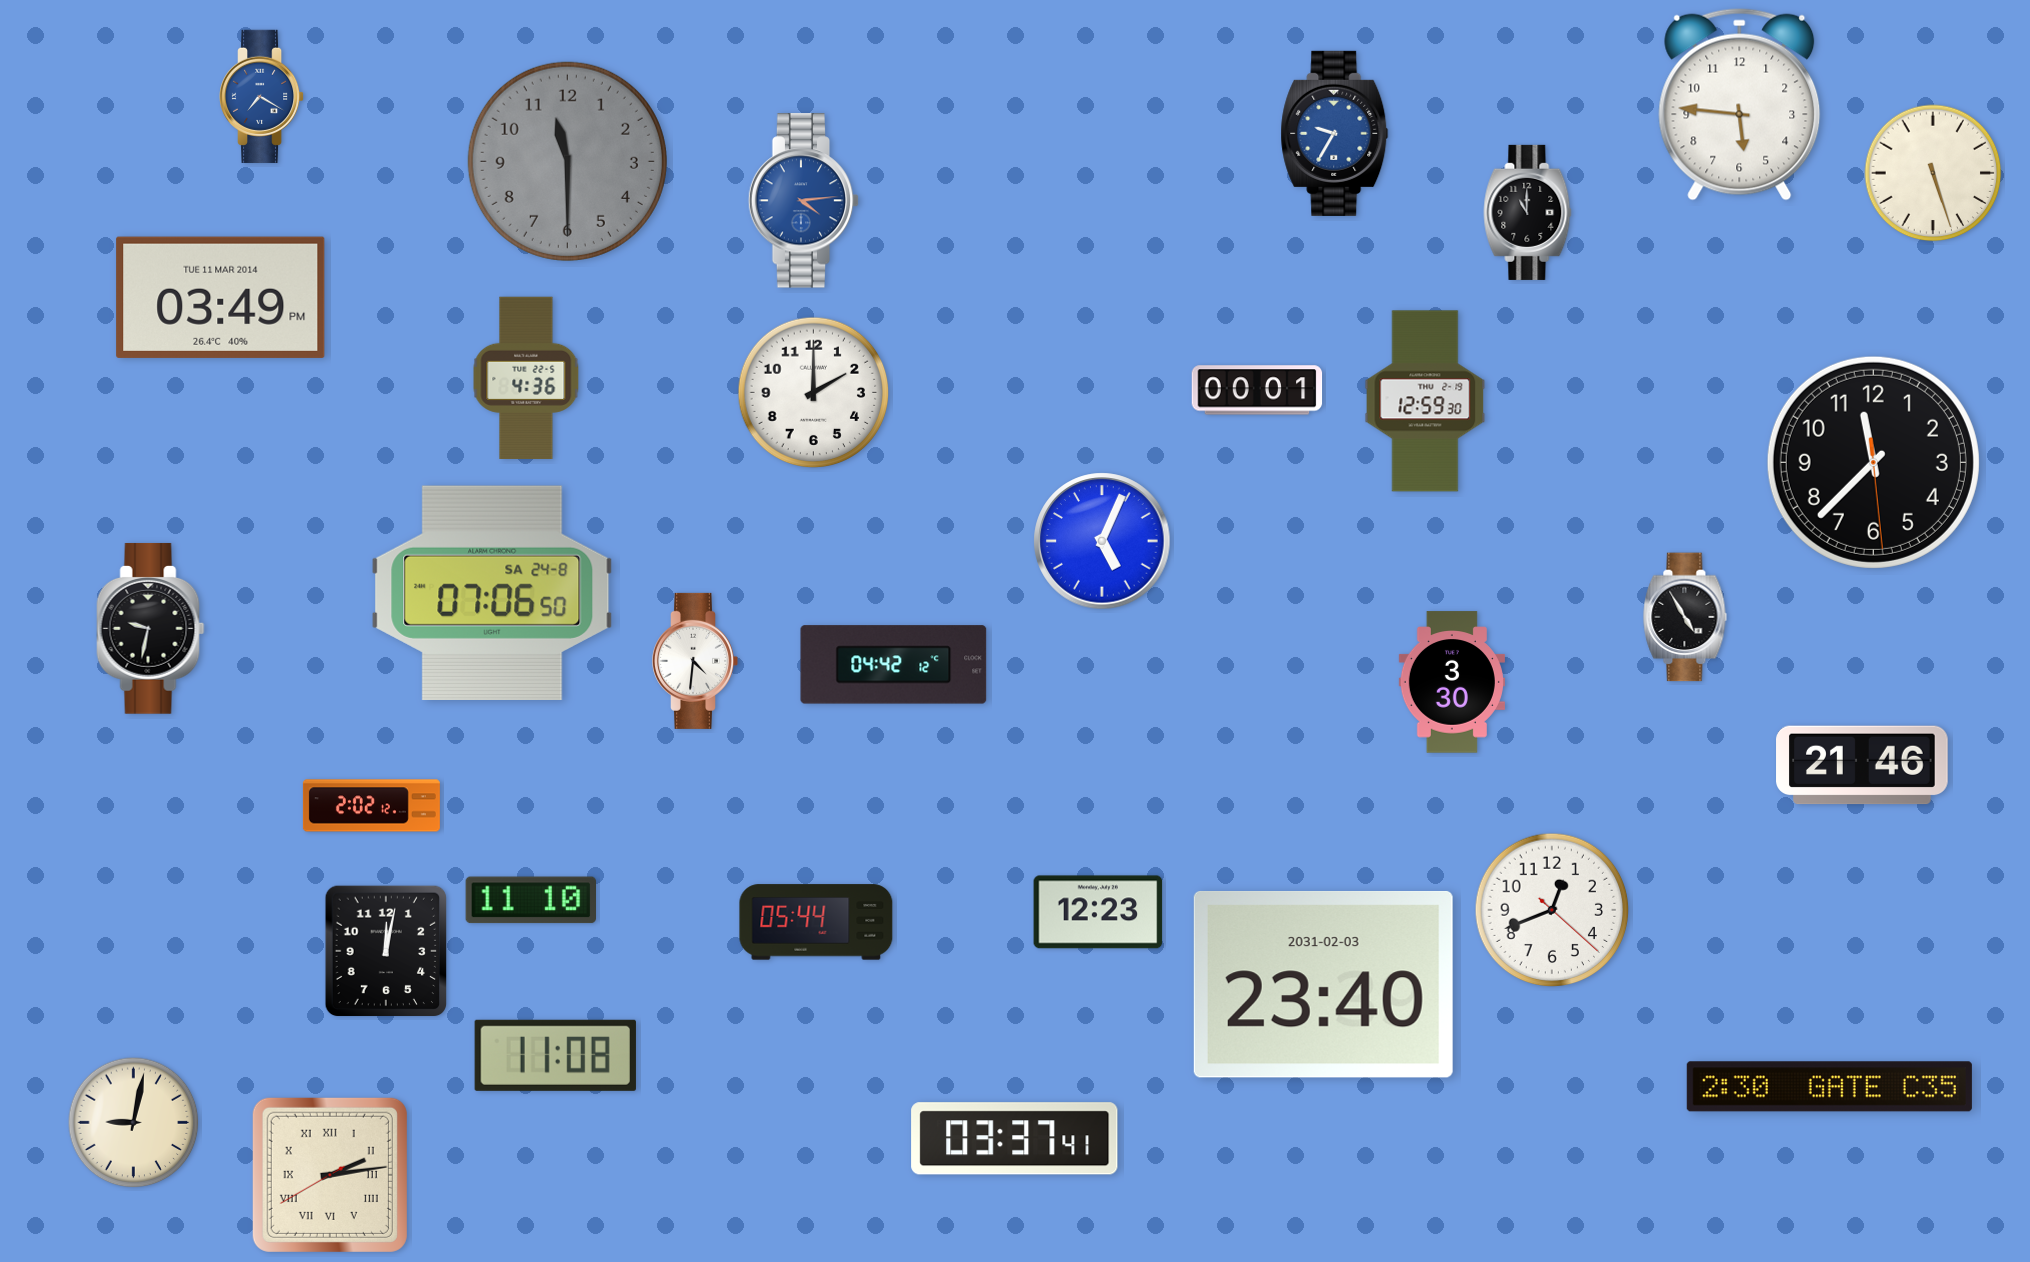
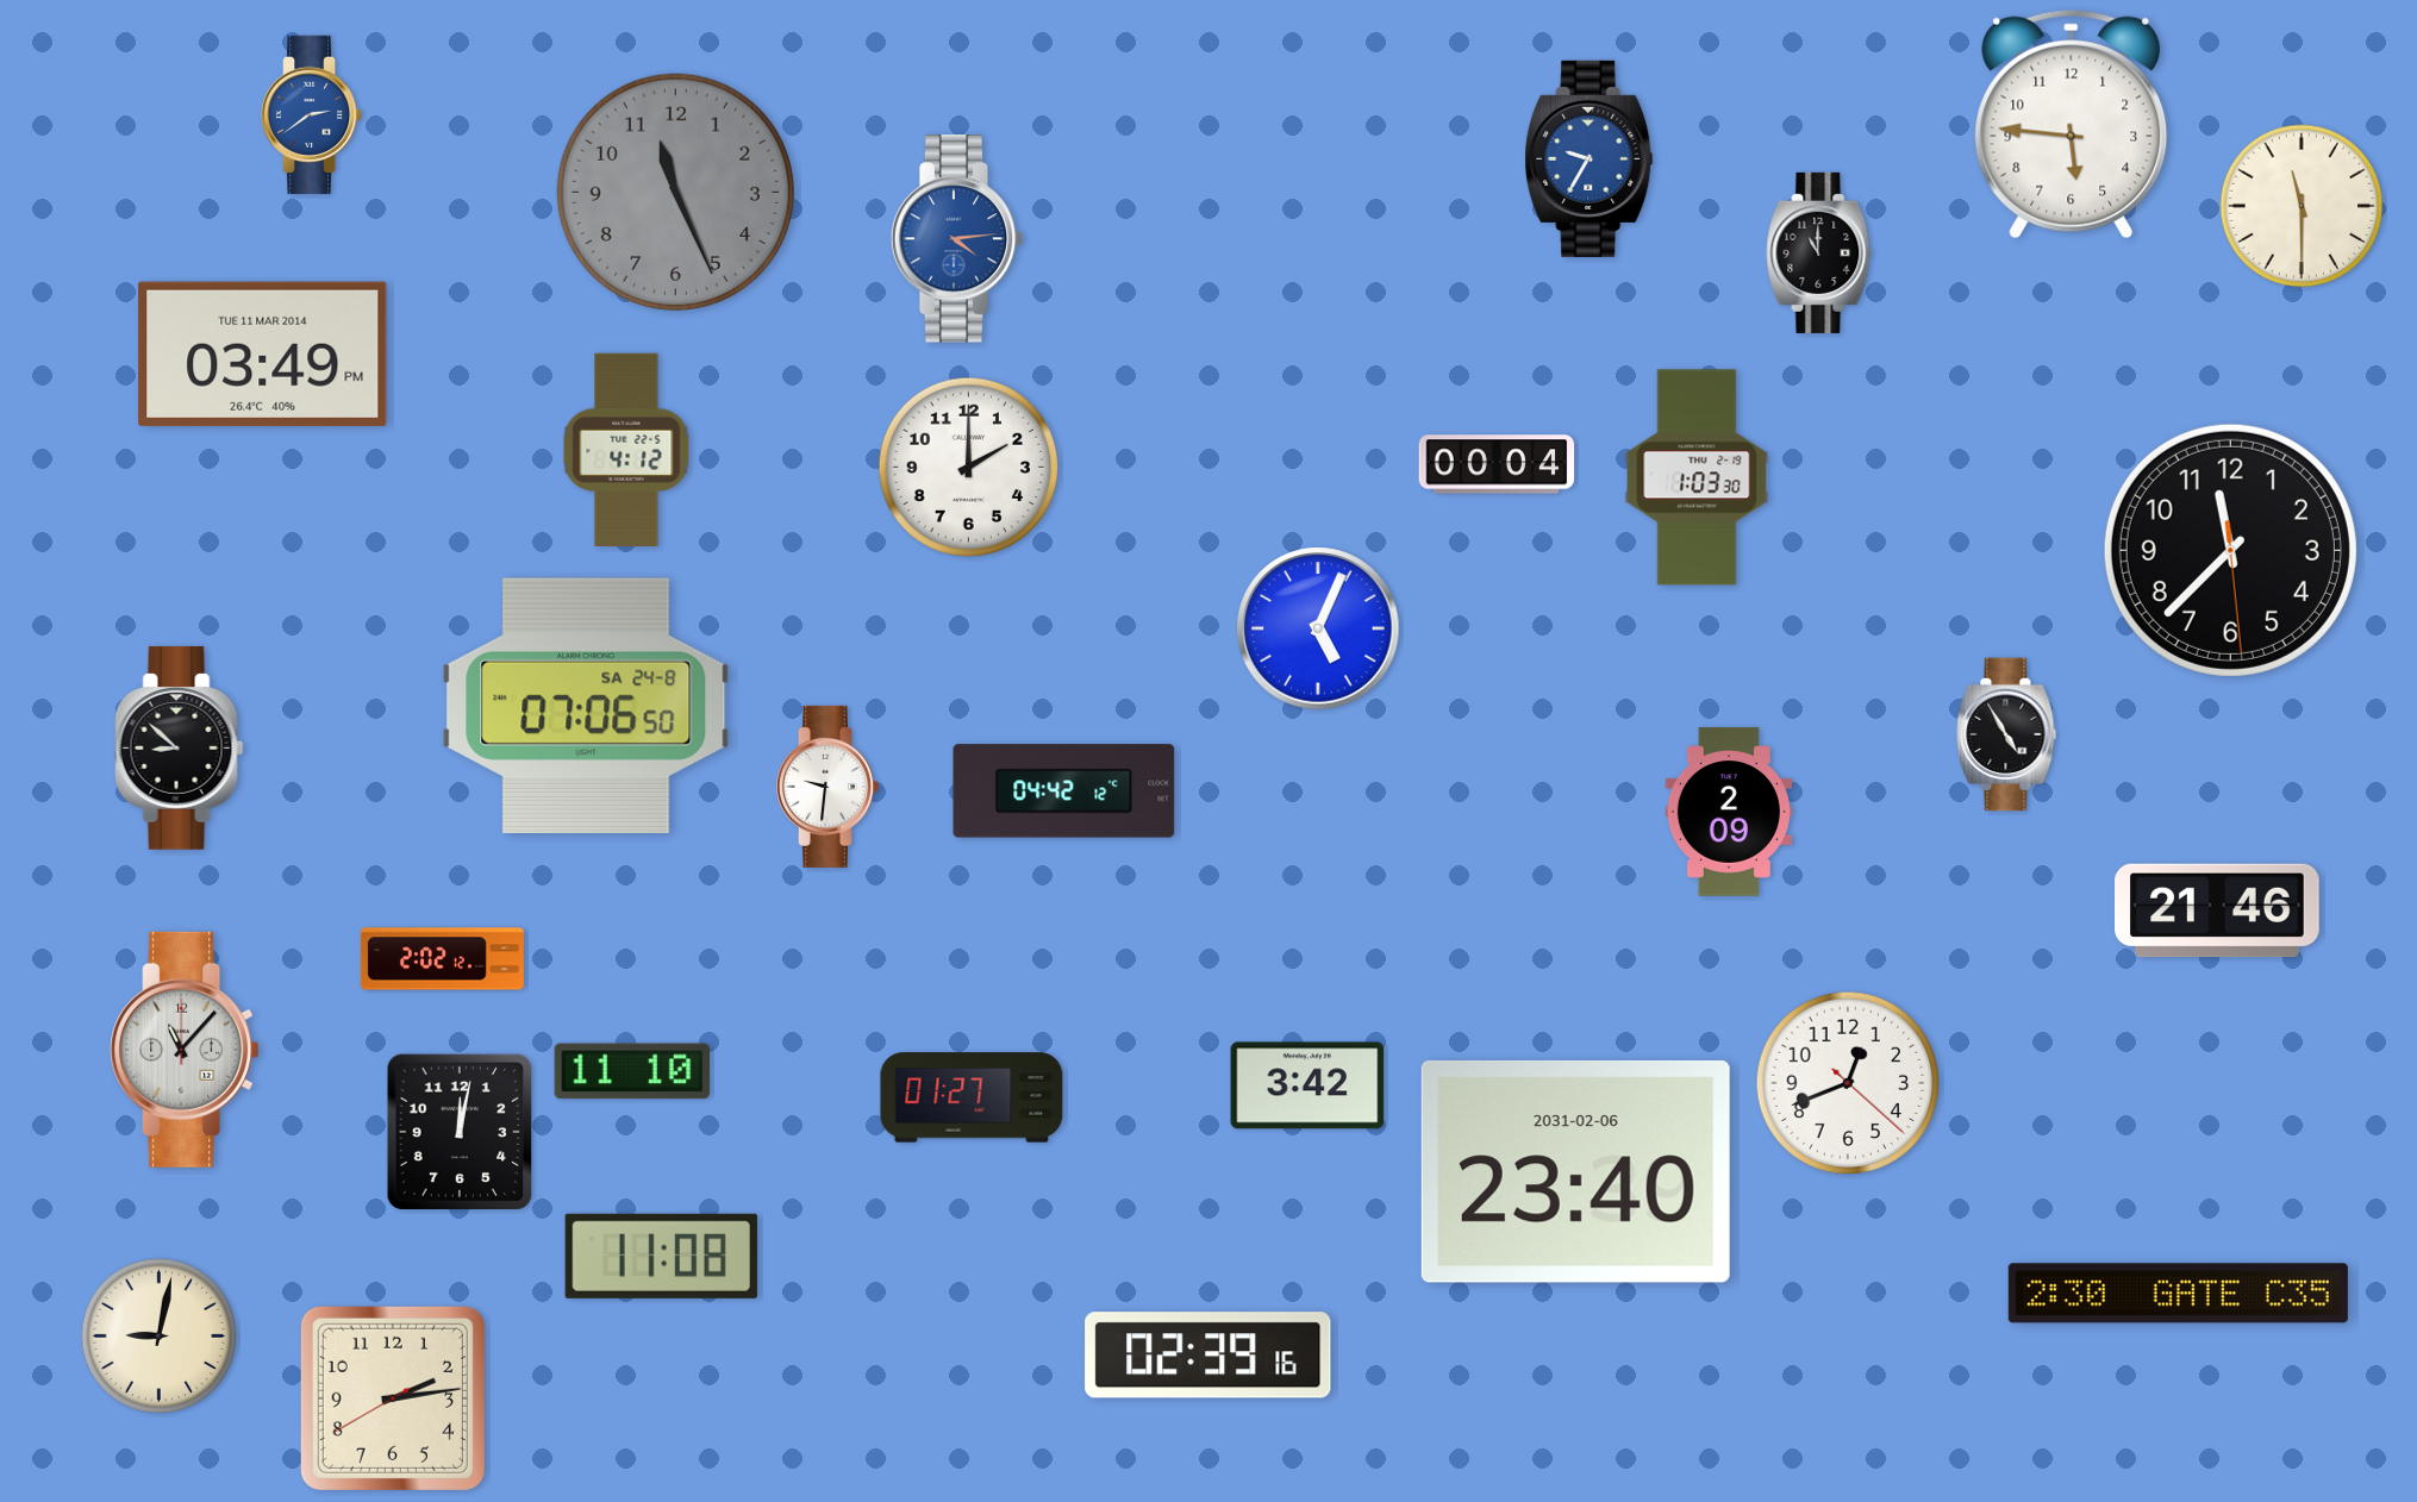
clock at (263, 96): 7:20 -> 2:39
clock at (567, 161): 11:30 -> 11:26
clock at (1933, 173): 5:27 -> 11:30
clock at (526, 377): 4:36 -> 4:12
clock at (1257, 390): 00:01 -> 00:04
clock at (1425, 401): 12:59 -> 1:03
clock at (1102, 541) position: (1102, 541) -> (1318, 628)
clock at (151, 629): 9:32 -> 8:52
clock at (695, 661): 4:31 -> 9:31
clock at (1452, 682): 3:30 -> 2:09
clock at (185, 1050): none -> 11:07
clock at (1098, 912): 12:23 -> 3:42
clock at (816, 922): 05:44 -> 01:27
clock at (1323, 984) date: 2031-02-03 -> 2031-02-06
clock at (1015, 1139): 03:37 -> 02:39
clock at (330, 1175) numerals: Roman -> Arabic
